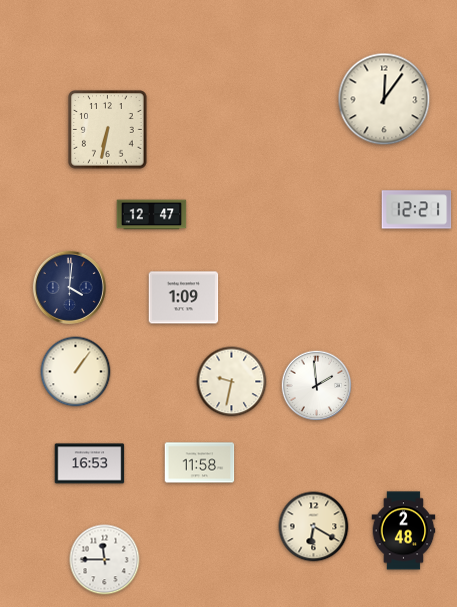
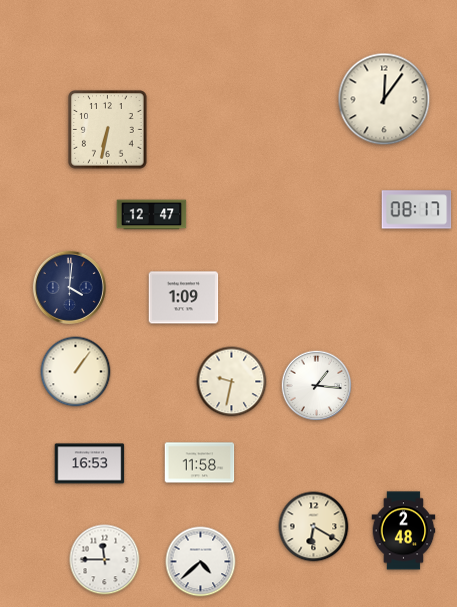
clock at (417, 210): 12:21 -> 08:17
clock at (317, 386): 1:59 -> 1:16
clock at (201, 562): none -> 4:38
